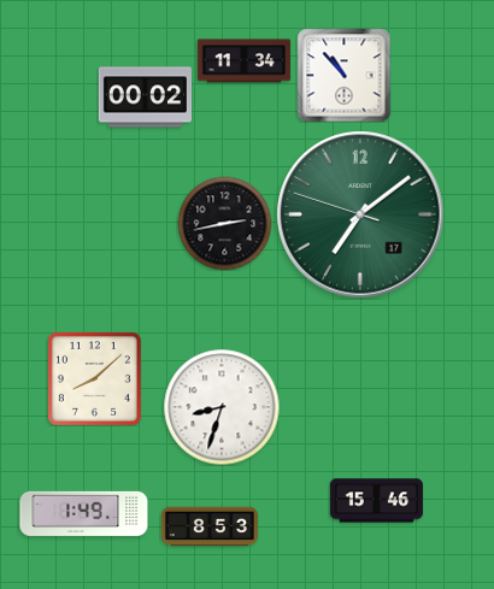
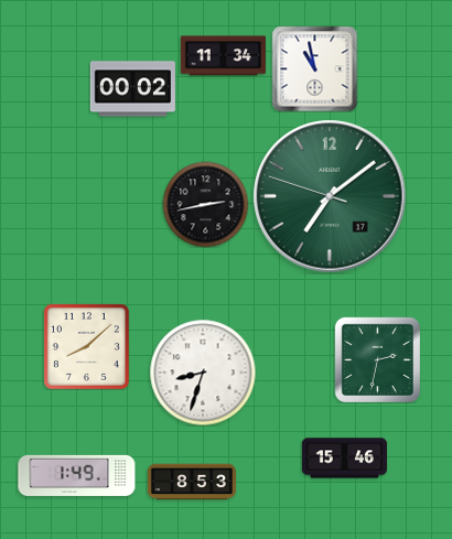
clock at (343, 75): 10:53 -> 10:58
clock at (377, 359): none -> 2:32
clock at (84, 513) position: (84, 513) -> (77, 475)
